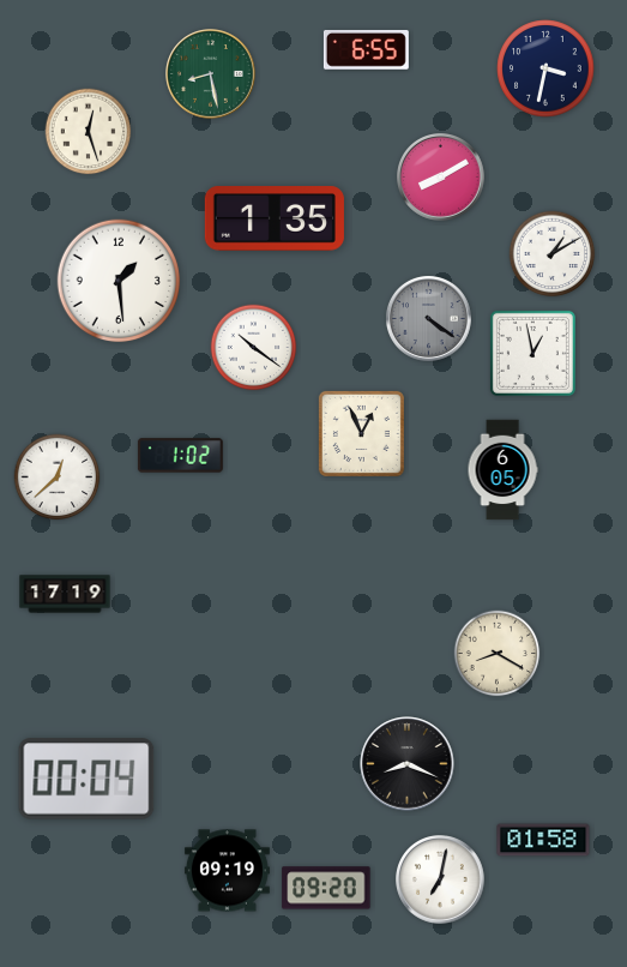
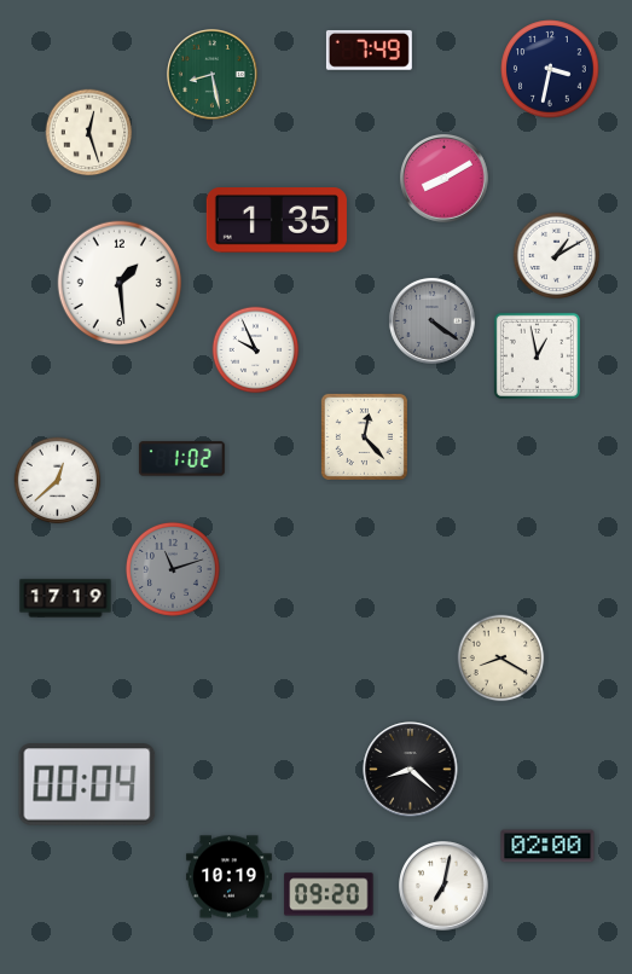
clock at (366, 50): 6:55 -> 7:49
clock at (254, 348): 10:21 -> 9:56
clock at (361, 433): 12:56 -> 12:23
clock at (502, 470): 6:05 -> none
clock at (173, 569): none -> 11:12
clock at (408, 764): 8:19 -> 8:22
clock at (543, 840): 01:58 -> 02:00
clock at (227, 871): 09:19 -> 10:19
